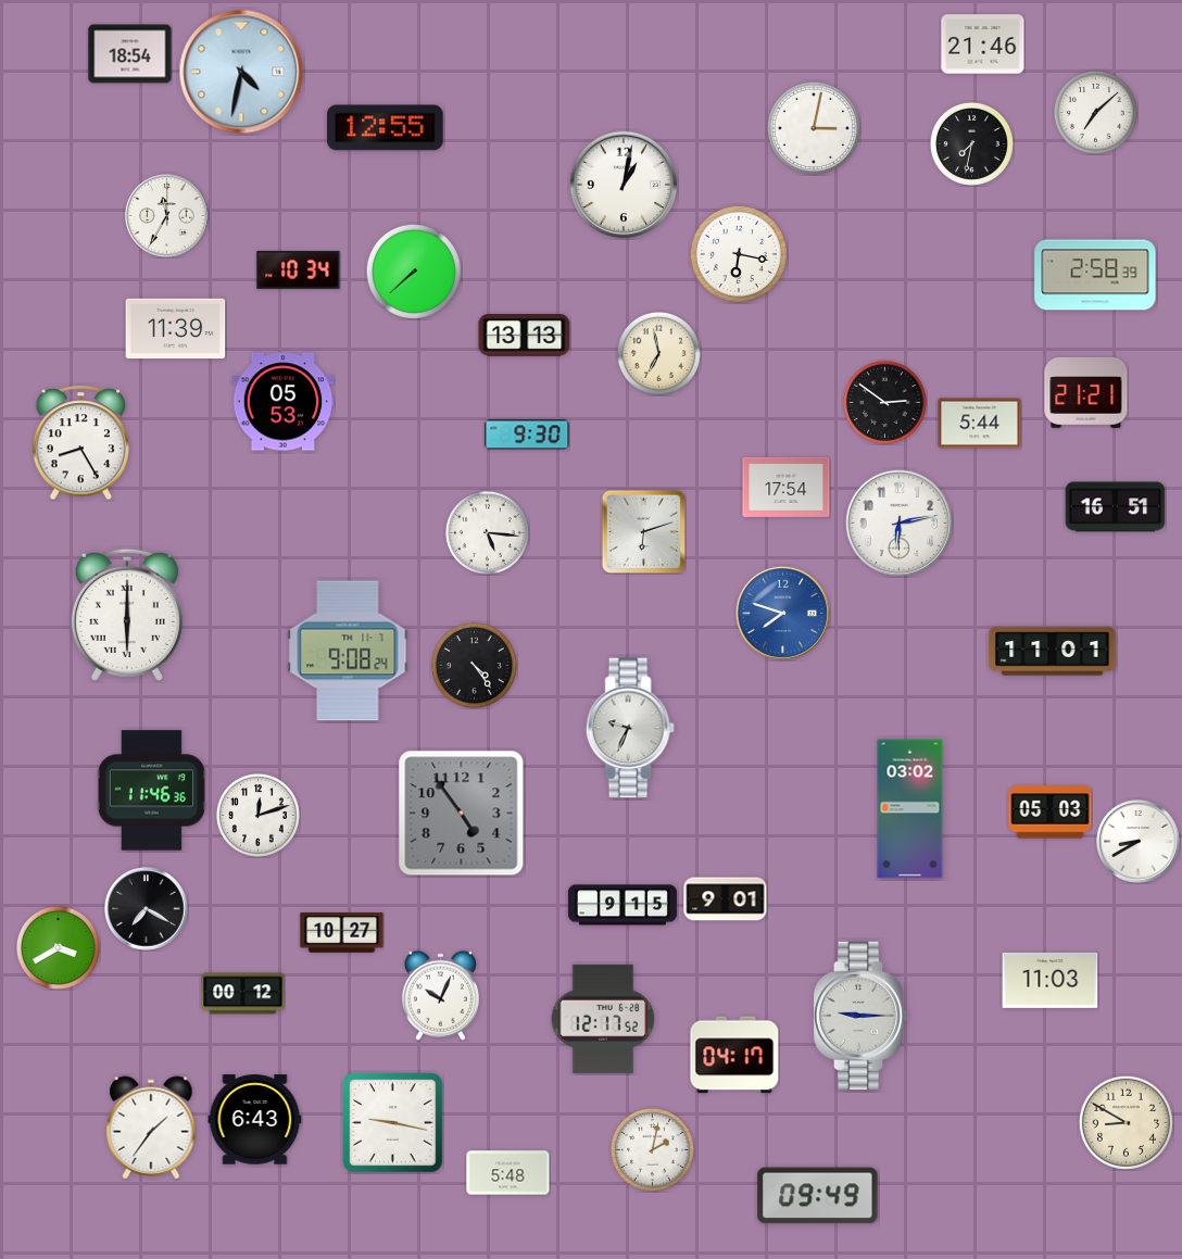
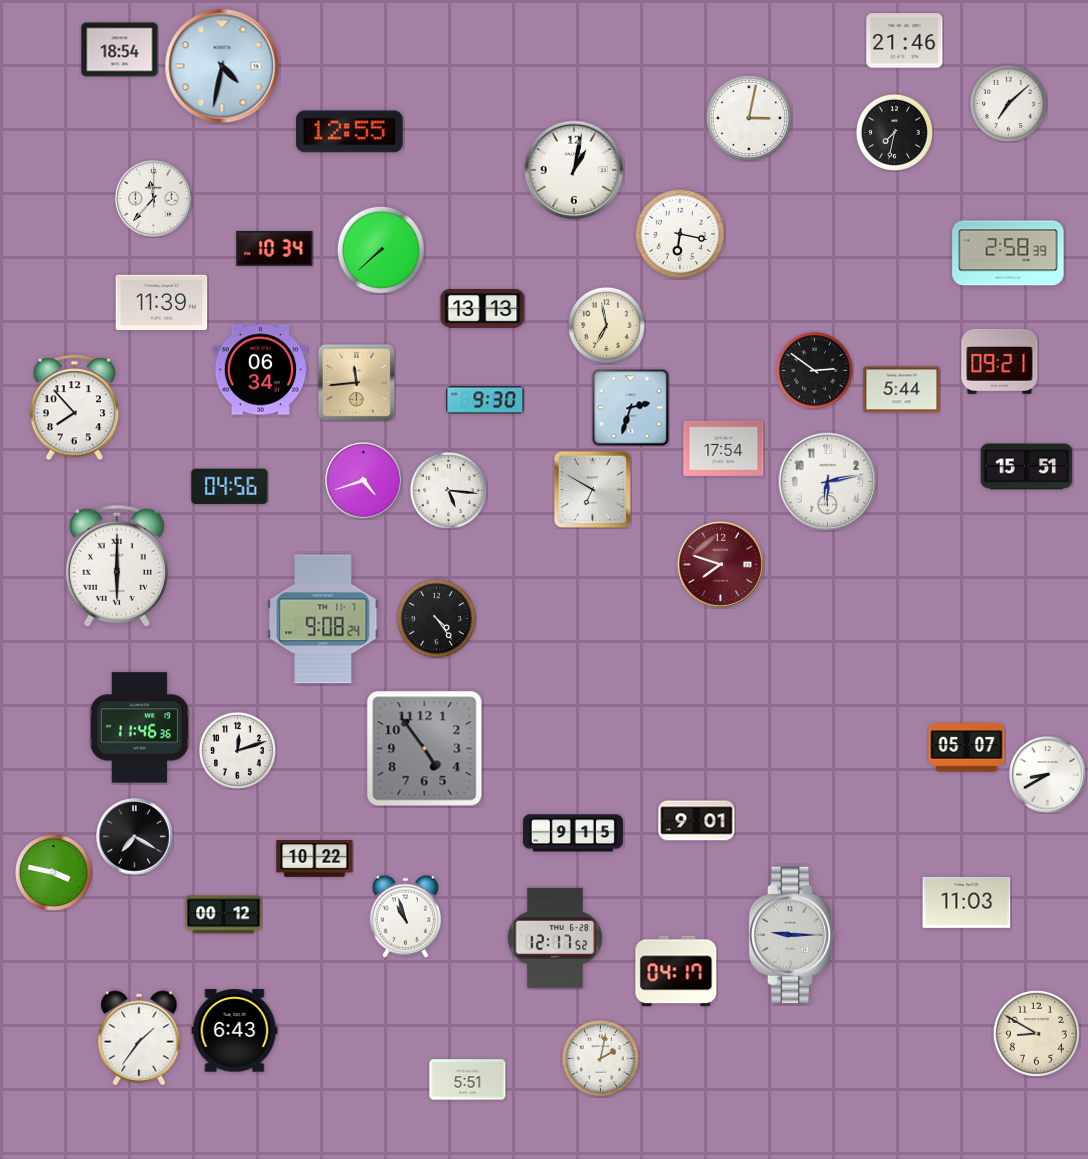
clock at (386, 128) position: (386, 128) -> (350, 132)
clock at (167, 216): 11:35 -> 11:37
clock at (1086, 392): 21:21 -> 09:21
clock at (284, 402): 05:53 -> 06:34
clock at (356, 382): none -> 11:44
clock at (81, 443): 8:25 -> 7:53
clock at (631, 408): none -> 2:33
clock at (1116, 507): 16:51 -> 15:51
clock at (364, 481): none -> 4:42
clock at (230, 487): none -> 04:56
clock at (643, 531): 6:12 -> 6:50
clock at (782, 613) dial: blue -> burgundy
clock at (348, 651) position: (348, 651) -> (323, 619)
clock at (1053, 652): 11:01 -> none
clock at (474, 665) position: (474, 665) -> (436, 618)
clock at (630, 728): 9:34 -> none
clock at (910, 809): 03:02 -> none
clock at (1051, 813): 05:03 -> 05:07
clock at (726, 899) position: (726, 899) -> (697, 821)
clock at (342, 933): 10:27 -> 10:22
clock at (58, 947): 3:40 -> 3:47
clock at (440, 995): 10:04 -> 10:57
clock at (393, 1123): 9:17 -> none
clock at (508, 1173): 5:48 -> 5:51
clock at (818, 1196): 09:49 -> none
